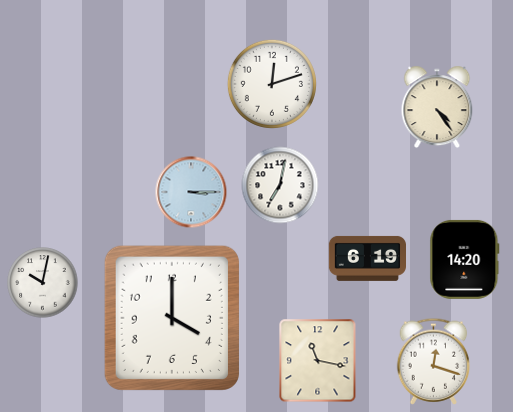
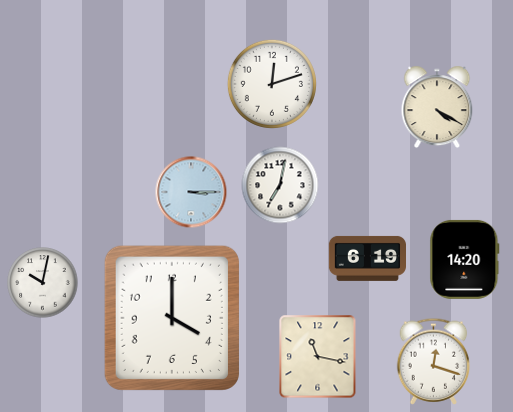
clock at (437, 107): 4:24 -> 4:20
clock at (318, 361) position: (318, 361) -> (318, 357)
